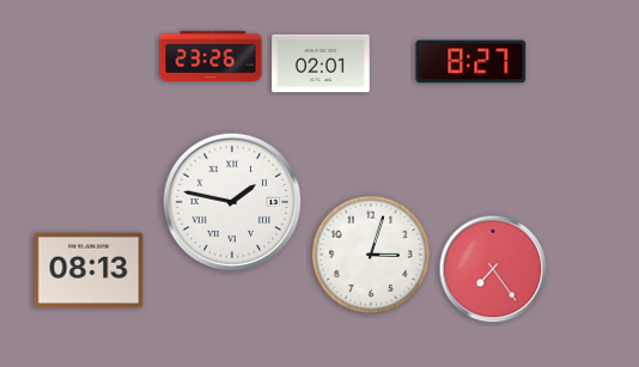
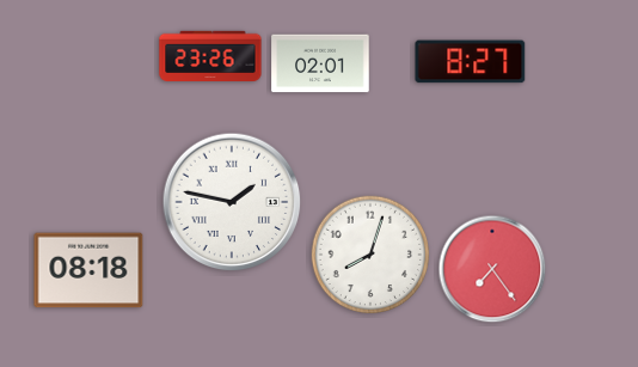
clock at (371, 255): 3:03 -> 8:03
clock at (89, 270): 08:13 -> 08:18
